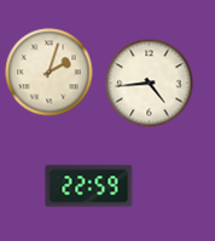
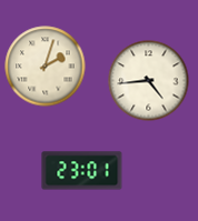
clock at (150, 84) position: (150, 84) -> (149, 81)
clock at (89, 187): 22:59 -> 23:01
